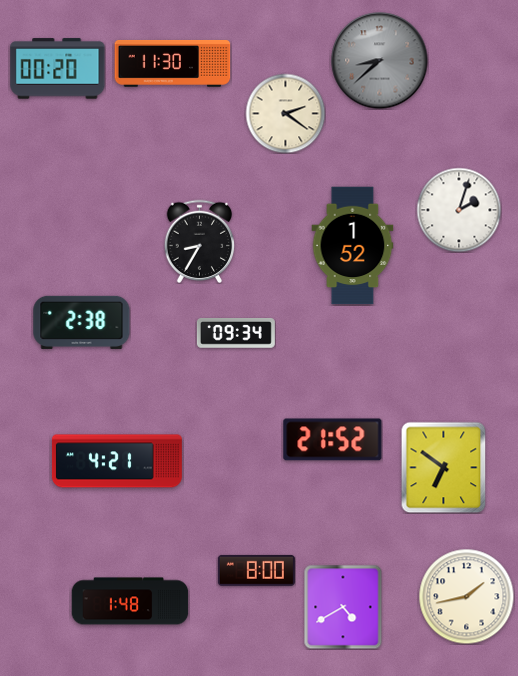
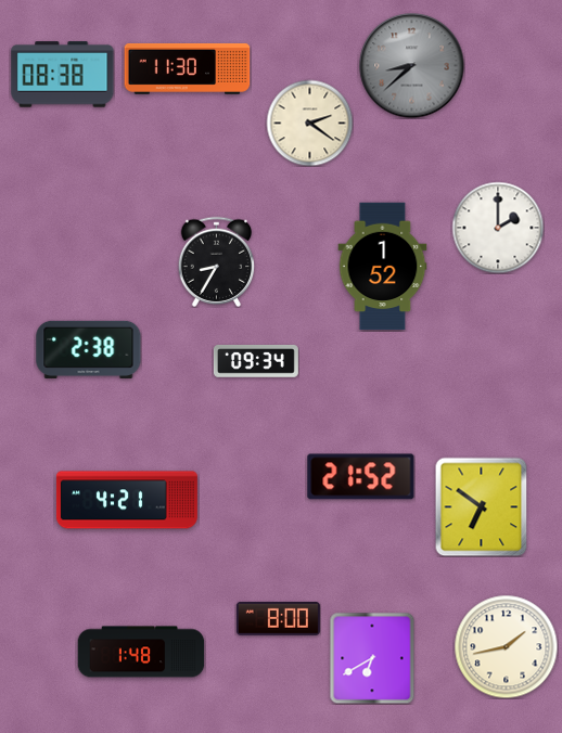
clock at (58, 69): 00:20 -> 08:38
clock at (459, 210): 2:03 -> 2:00
clock at (343, 607): 4:40 -> 6:40
